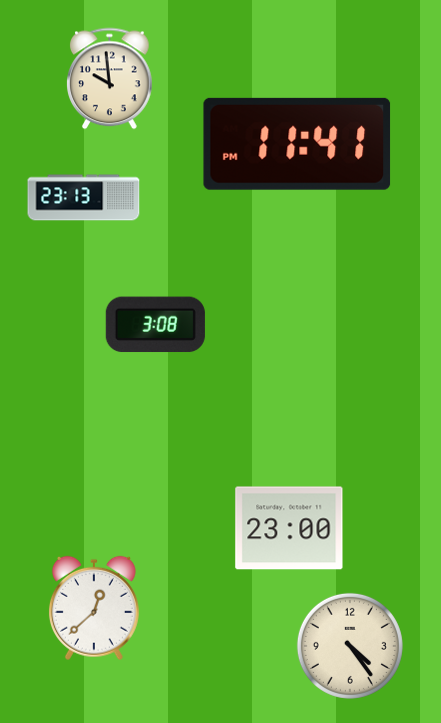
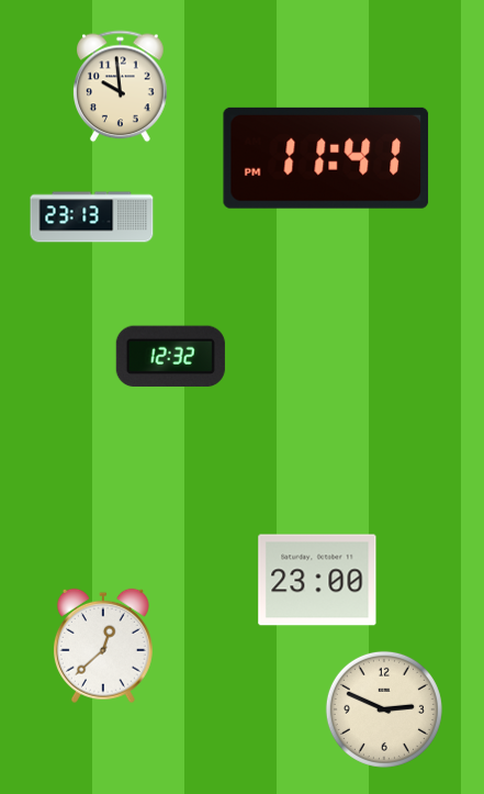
clock at (155, 325): 3:08 -> 12:32
clock at (94, 608) position: (94, 608) -> (103, 646)
clock at (350, 646): 4:24 -> 2:49
